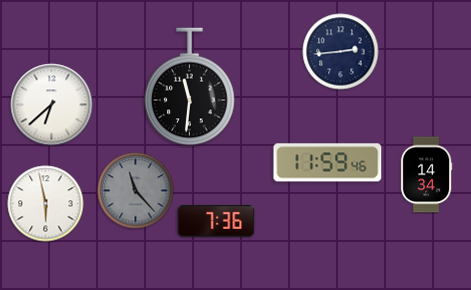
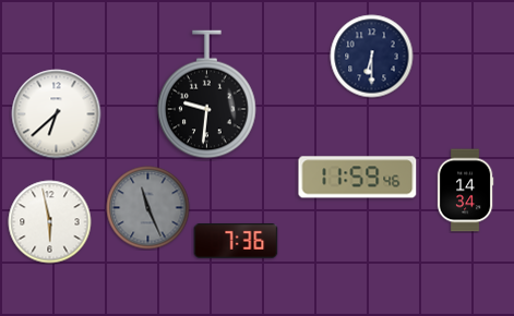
clock at (341, 52): 2:44 -> 6:30
clock at (190, 87): 11:31 -> 9:31
clock at (136, 191): 11:23 -> 11:26
